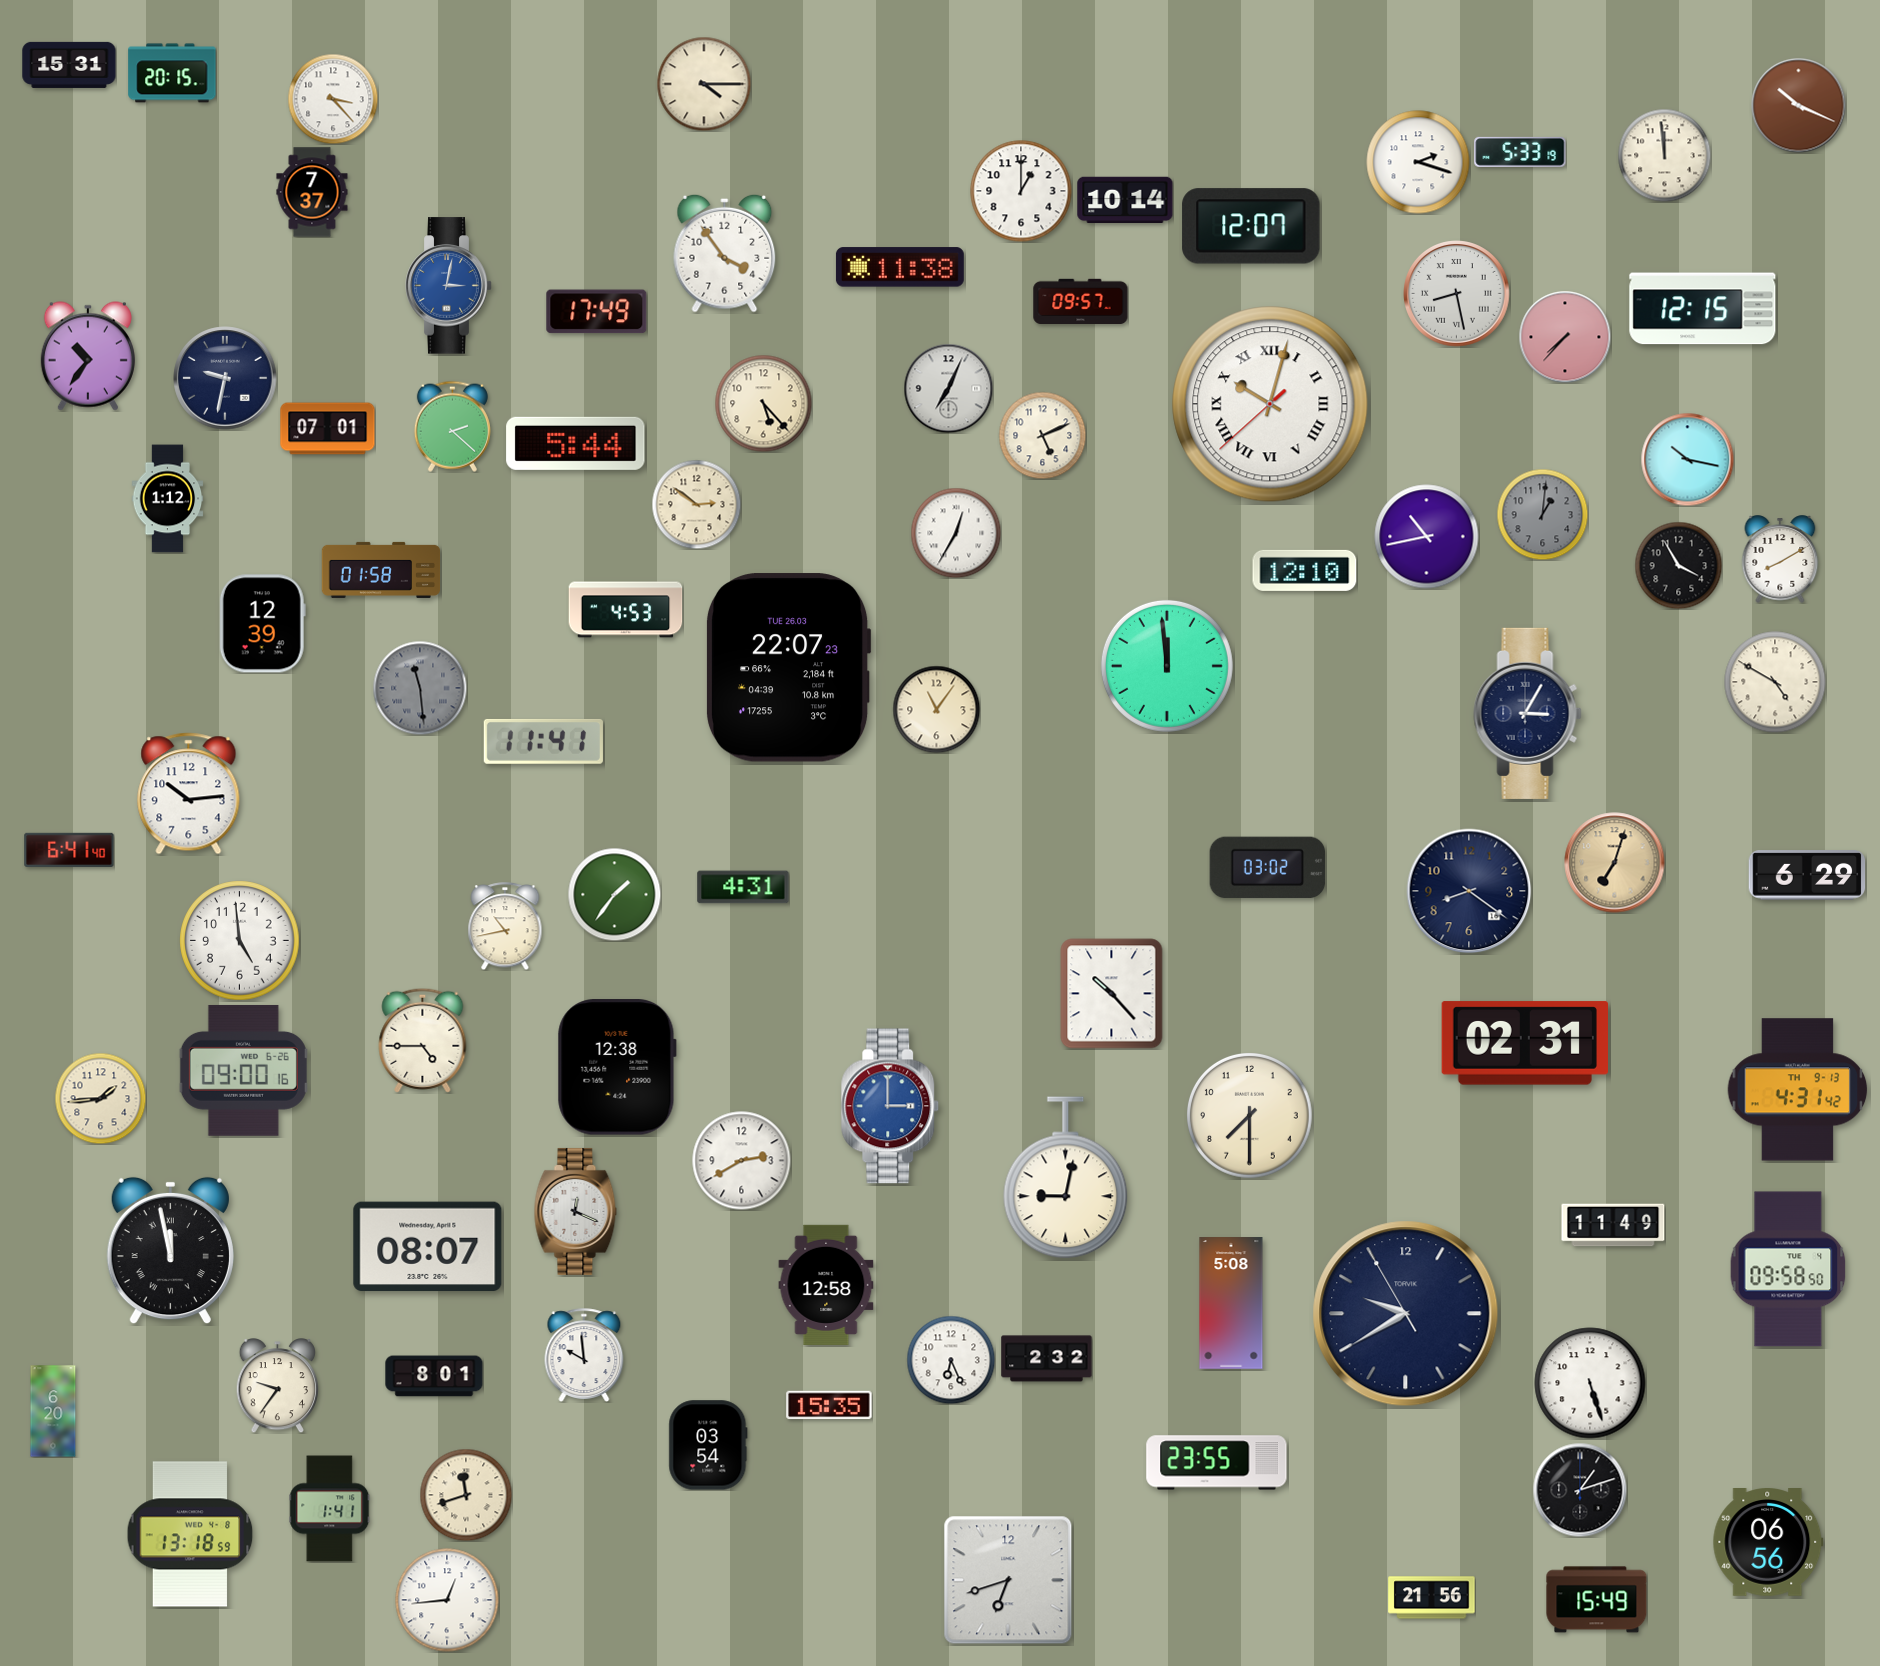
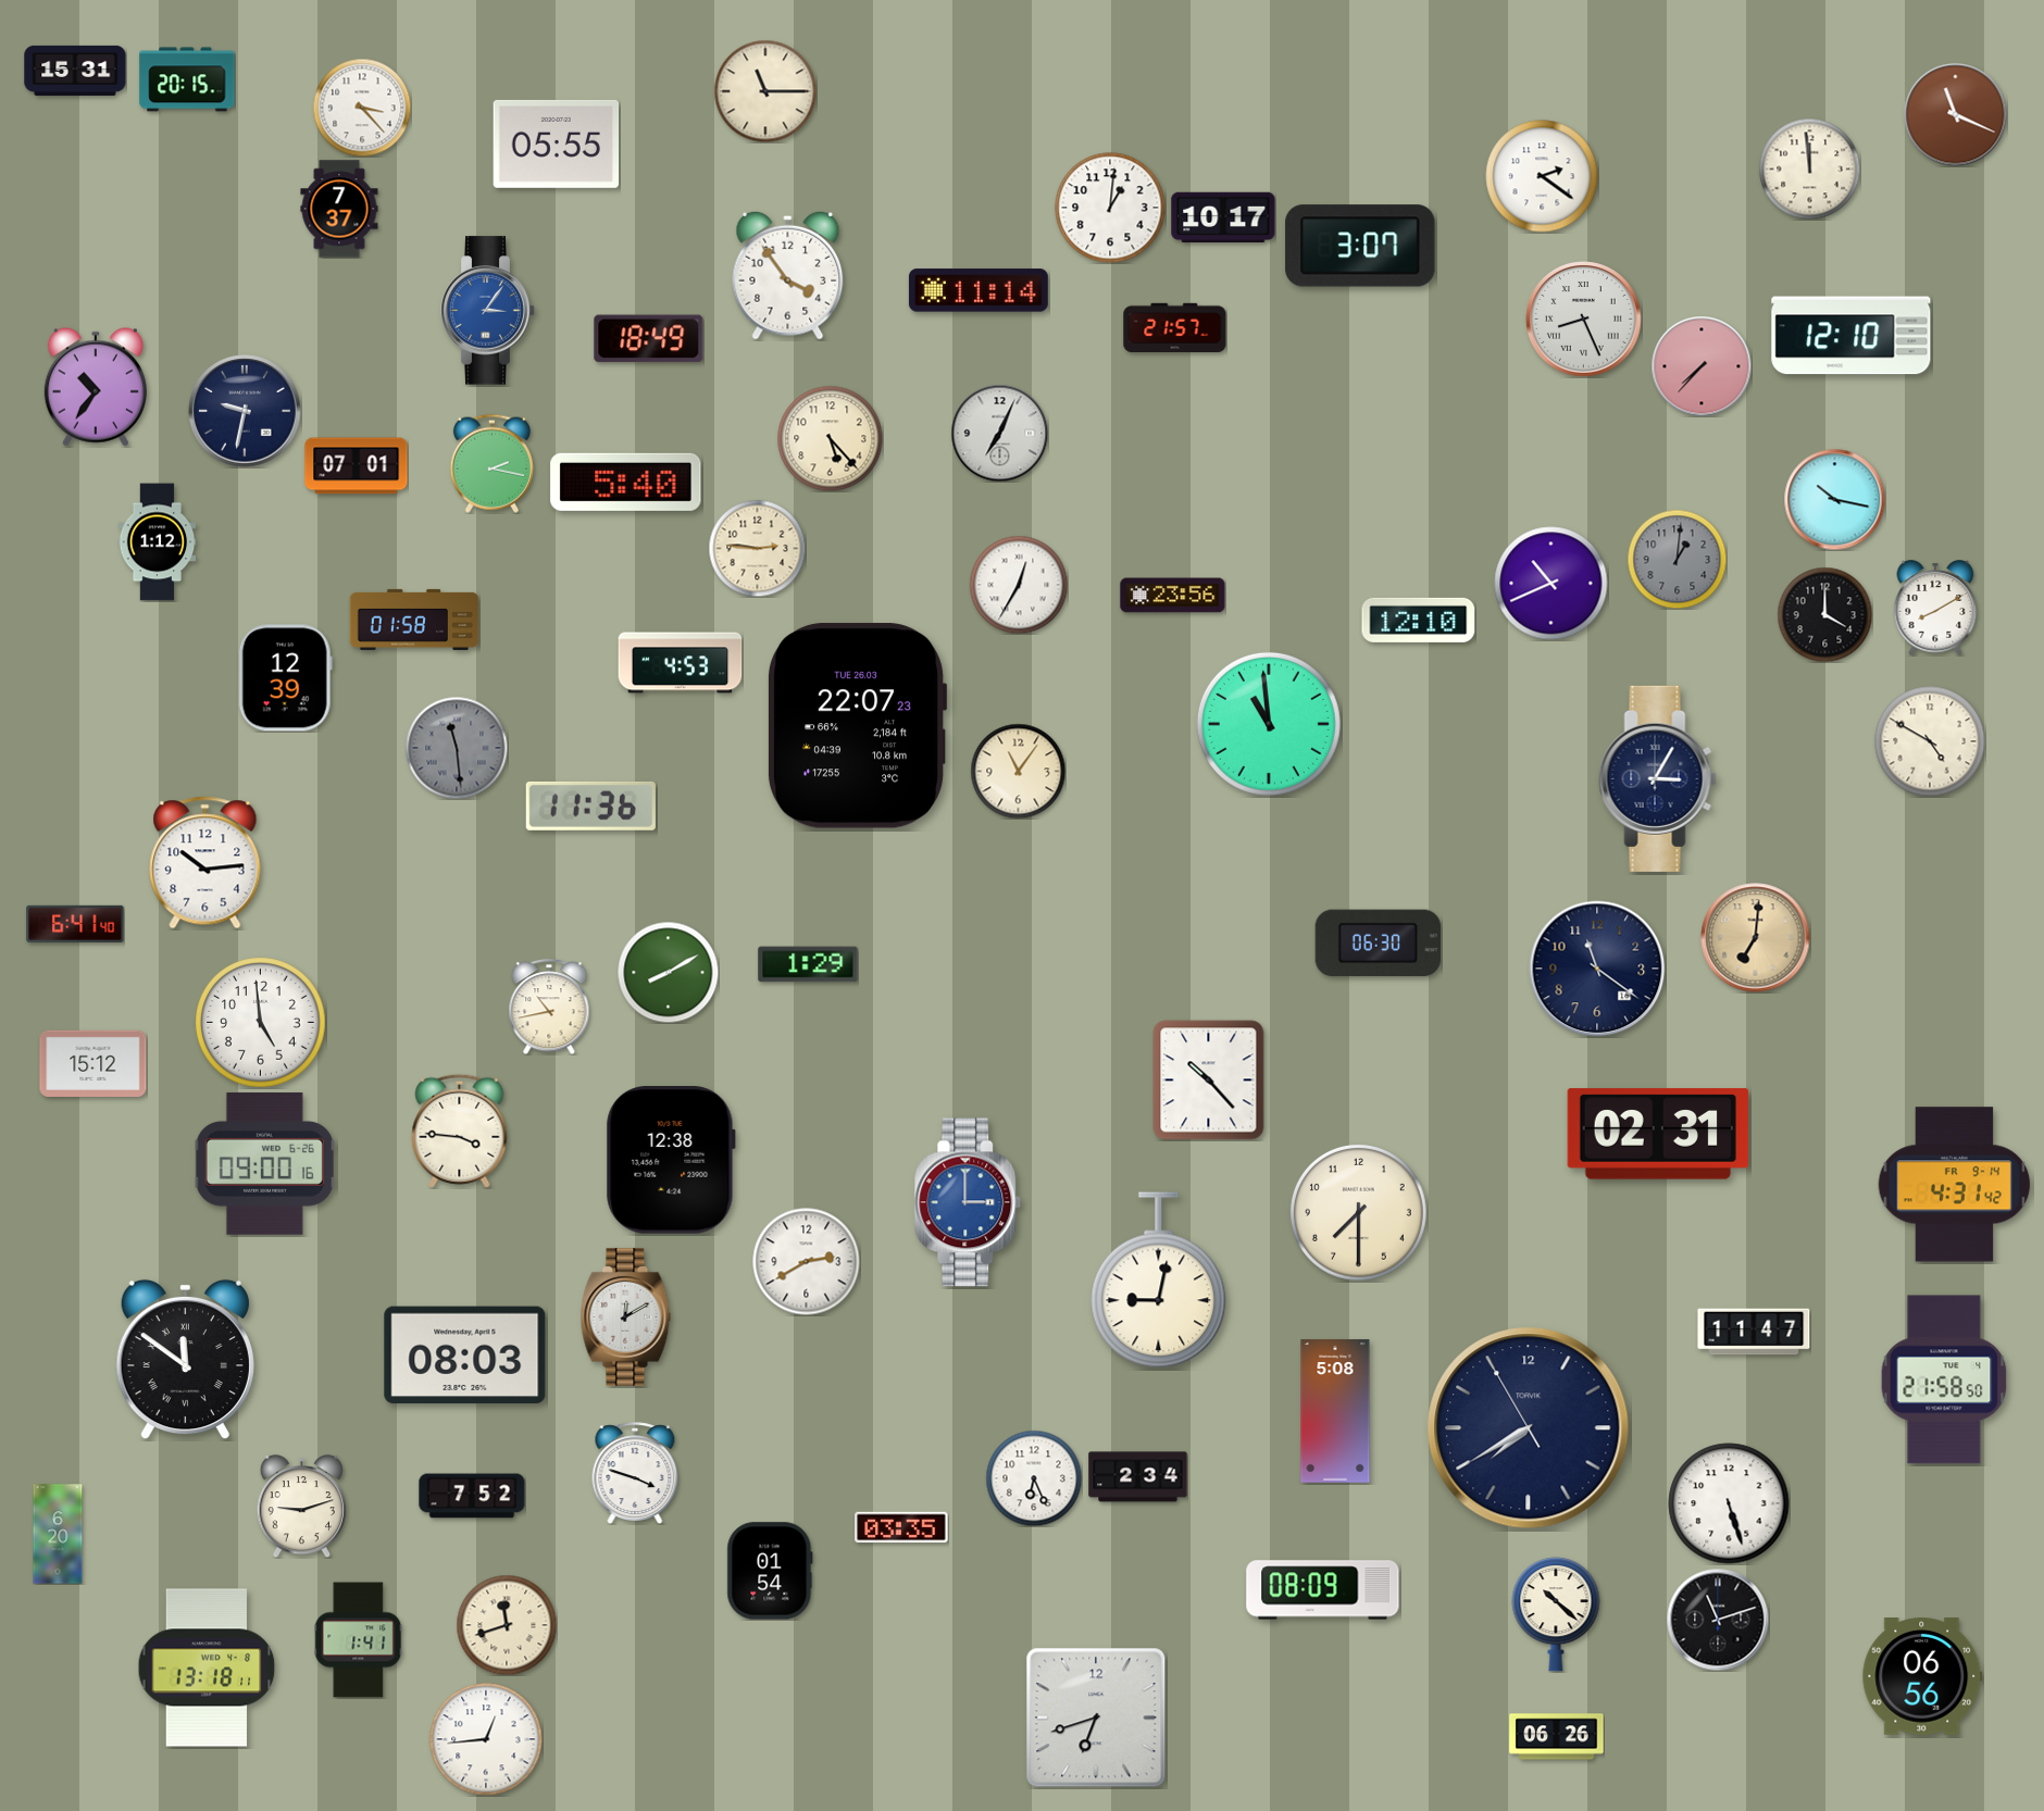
clock at (704, 84): 4:15 -> 11:15
clock at (1798, 105): 10:19 -> 11:19
clock at (557, 143): none -> 05:55
clock at (1520, 152): 5:33 -> none
clock at (1418, 162): 2:18 -> 2:21
clock at (1021, 191): 1:00 -> 1:01
clock at (1125, 200): 10:14 -> 10:17
clock at (1251, 226): 12:07 -> 3:07
clock at (900, 267): 11:38 -> 11:14
clock at (449, 286): 3:02 -> 3:06
clock at (1457, 294): 8:28 -> 8:26
clock at (1081, 301): 09:57 -> 21:57
clock at (1703, 309): 12:15 -> 12:10
clock at (597, 312): 17:49 -> 18:49
clock at (948, 388) position: (948, 388) -> (999, 433)
clock at (1270, 404): 10:02 -> none
clock at (452, 426): 2:22 -> 2:17
clock at (1042, 435): 5:11 -> none
clock at (576, 443): 5:44 -> 5:40
clock at (168, 499) position: (168, 499) -> (158, 542)
clock at (696, 504): 2:51 -> 2:46
clock at (956, 533) position: (956, 533) -> (1019, 585)
clock at (1427, 537): 10:43 -> 10:41
clock at (1173, 596): none -> 23:56
clock at (1678, 565): 3:55 -> 4:00
clock at (1167, 666): 11:59 -> 10:59
clock at (1528, 713) position: (1528, 713) -> (1658, 778)
clock at (543, 741): 11:41 -> 11:36
clock at (1615, 863): 7:03 -> 7:01
clock at (1268, 868): 03:02 -> 06:30
clock at (1807, 875): 6:29 -> none
clock at (743, 887): 4:31 -> 1:29
clock at (1469, 891): 8:21 -> 11:21
clock at (614, 894): 1:36 -> 8:10
clock at (94, 1063): none -> 15:12
clock at (423, 1040): 4:45 -> 3:46
clock at (1798, 1090) date: TH 9-13 -> FR 9-14
clock at (100, 1098): 1:44 -> none
clock at (576, 1211): 12:19 -> 12:10
clock at (1613, 1225): 11:49 -> 11:47
clock at (428, 1247): 08:07 -> 08:03
clock at (170, 1251): 11:58 -> 11:51
clock at (1788, 1269): 09:58 -> 21:58
clock at (826, 1285): 12:58 -> none
clock at (1231, 1303) position: (1231, 1303) -> (1335, 1411)
clock at (1406, 1314): 9:39 -> 7:39
clock at (584, 1355): 9:59 -> 3:48
clock at (1047, 1359): 2:32 -> 2:34
clock at (434, 1376): 8:01 -> 7:52
clock at (277, 1386): 9:36 -> 9:12
clock at (829, 1405): 15:35 -> 03:35
clock at (708, 1445): 03:54 -> 01:54
clock at (1217, 1463): 23:55 -> 08:09
clock at (1556, 1615): none -> 10:22
clock at (1580, 1490): 1:12 -> 11:12
clock at (190, 1534): 13:18:59 -> 13:18:11
clock at (1432, 1598): 21:56 -> 06:26
clock at (1597, 1600): 15:49 -> none
